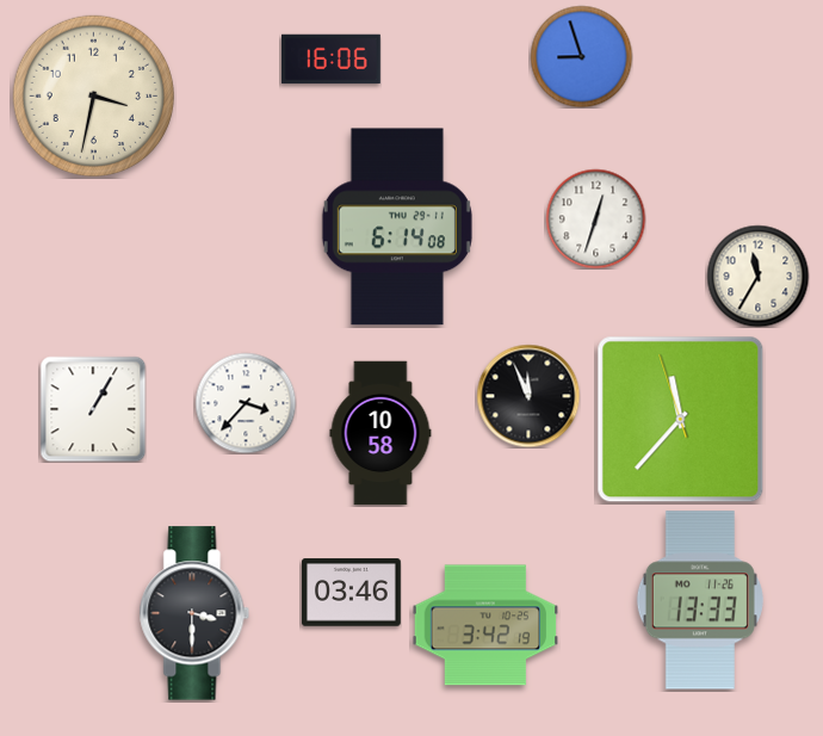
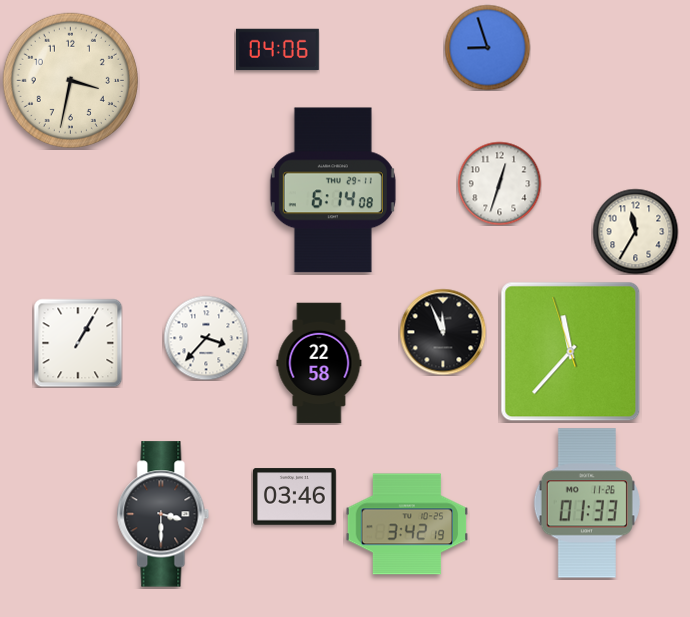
clock at (332, 60): 16:06 -> 04:06
clock at (93, 95) position: (93, 95) -> (70, 80)
clock at (380, 433): 10:58 -> 22:58
clock at (700, 600): 13:33 -> 01:33
